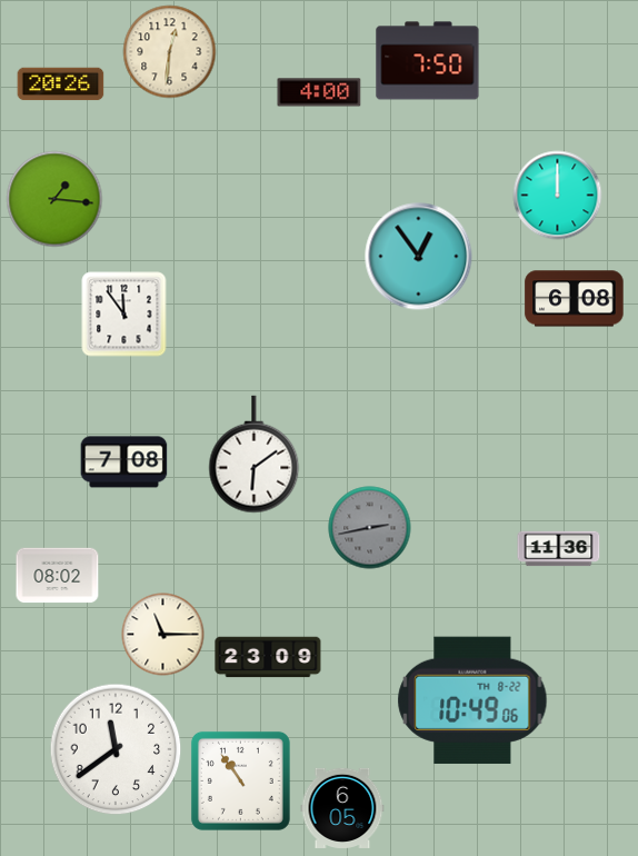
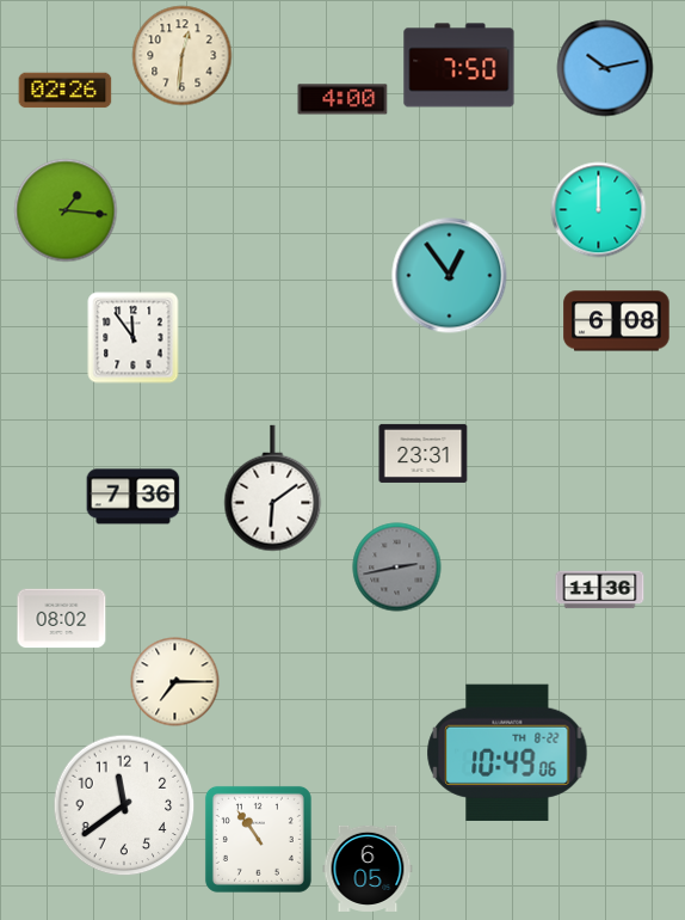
clock at (605, 68): none -> 10:13
clock at (61, 84): 20:26 -> 02:26
clock at (54, 199) position: (54, 199) -> (66, 210)
clock at (424, 453): none -> 23:31
clock at (124, 462): 7:08 -> 7:36
clock at (163, 635): 11:15 -> 7:15
clock at (268, 657): 23:09 -> none
